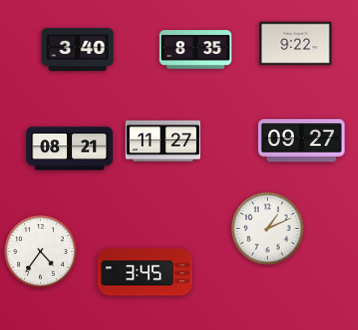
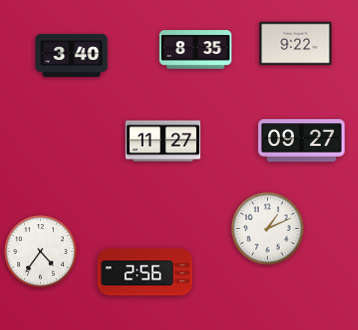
clock at (78, 49) position: (78, 49) -> (72, 55)
clock at (70, 149): 08:21 -> none
clock at (145, 272): 3:45 -> 2:56
